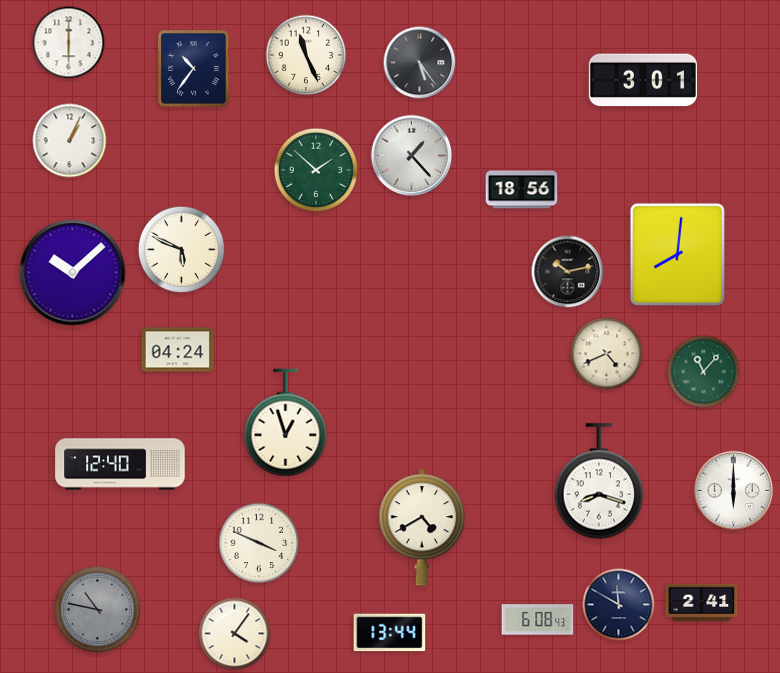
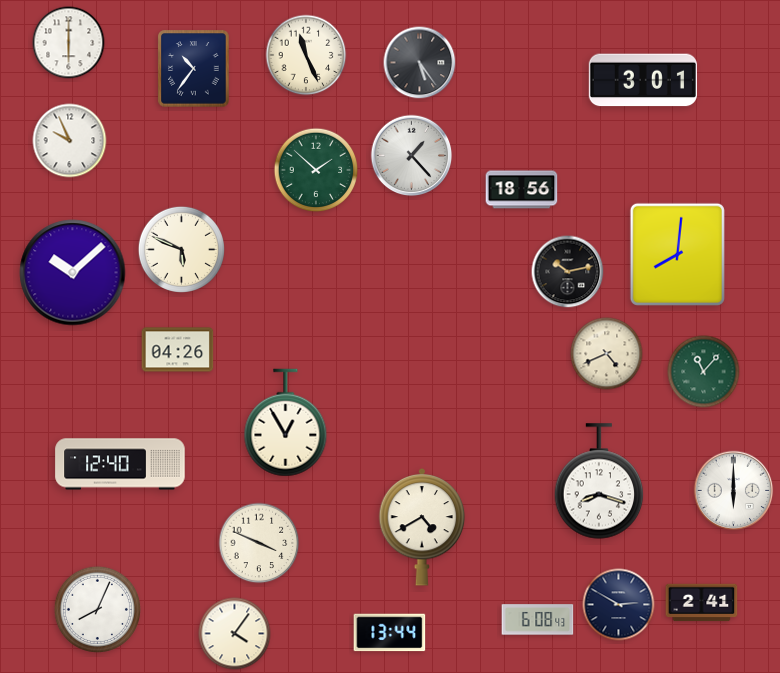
clock at (70, 141): 1:04 -> 9:56
clock at (178, 350): 04:24 -> 04:26
clock at (286, 423): 12:57 -> 12:55
clock at (619, 605): 11:50 -> 2:50
clock at (97, 609): 10:47 -> 8:04
clock at (97, 609) dial: grey -> white
